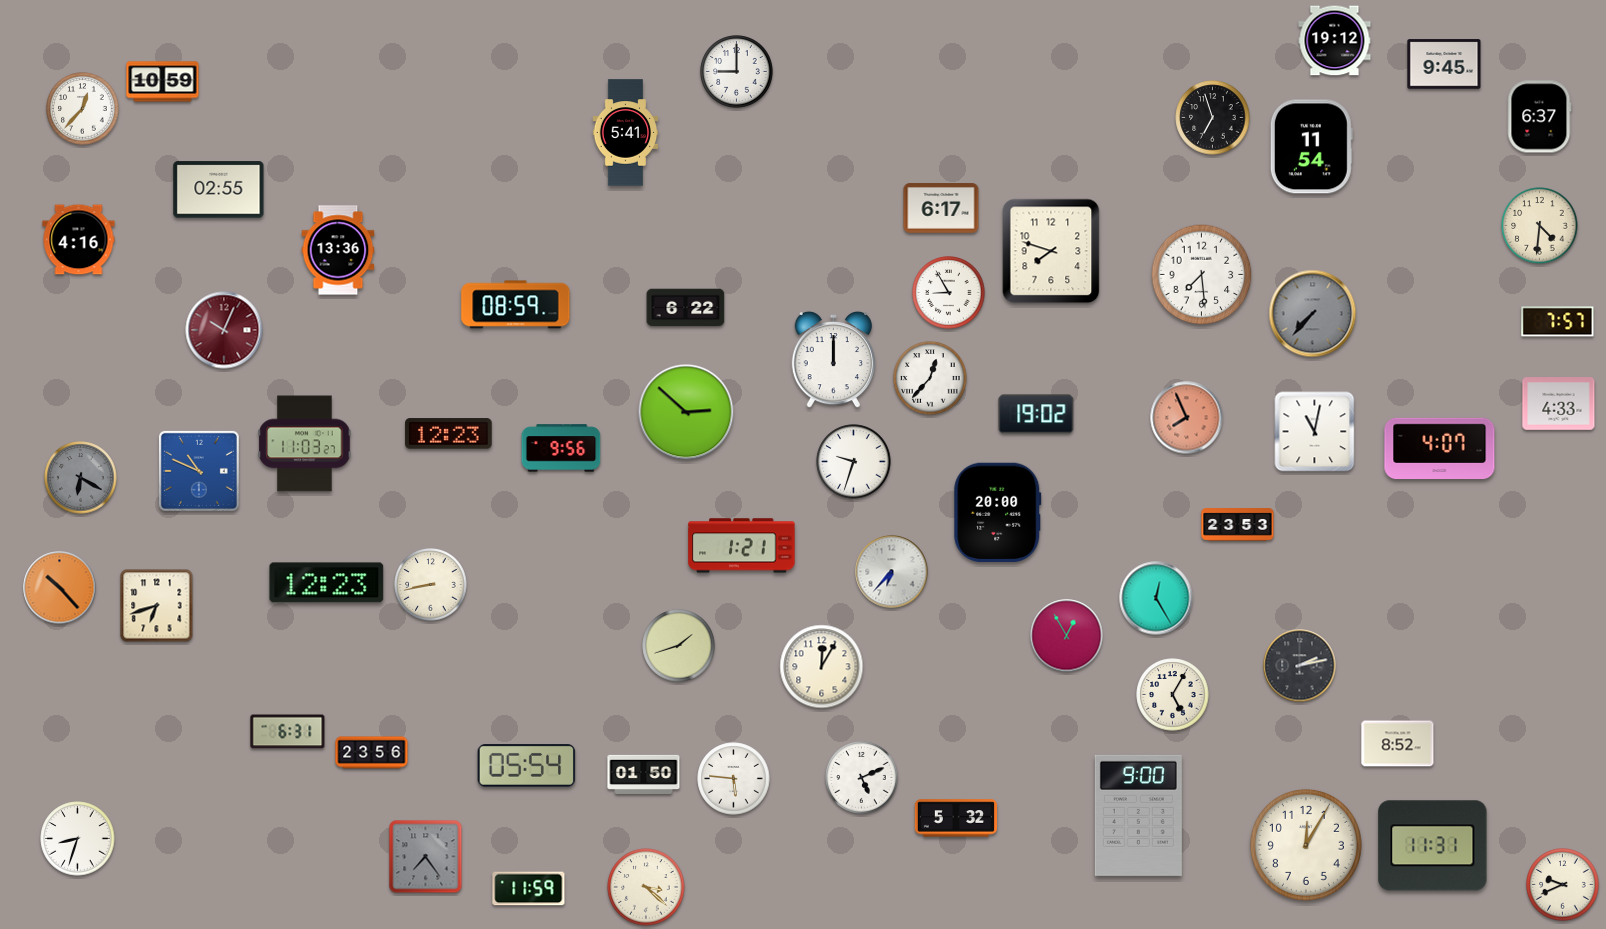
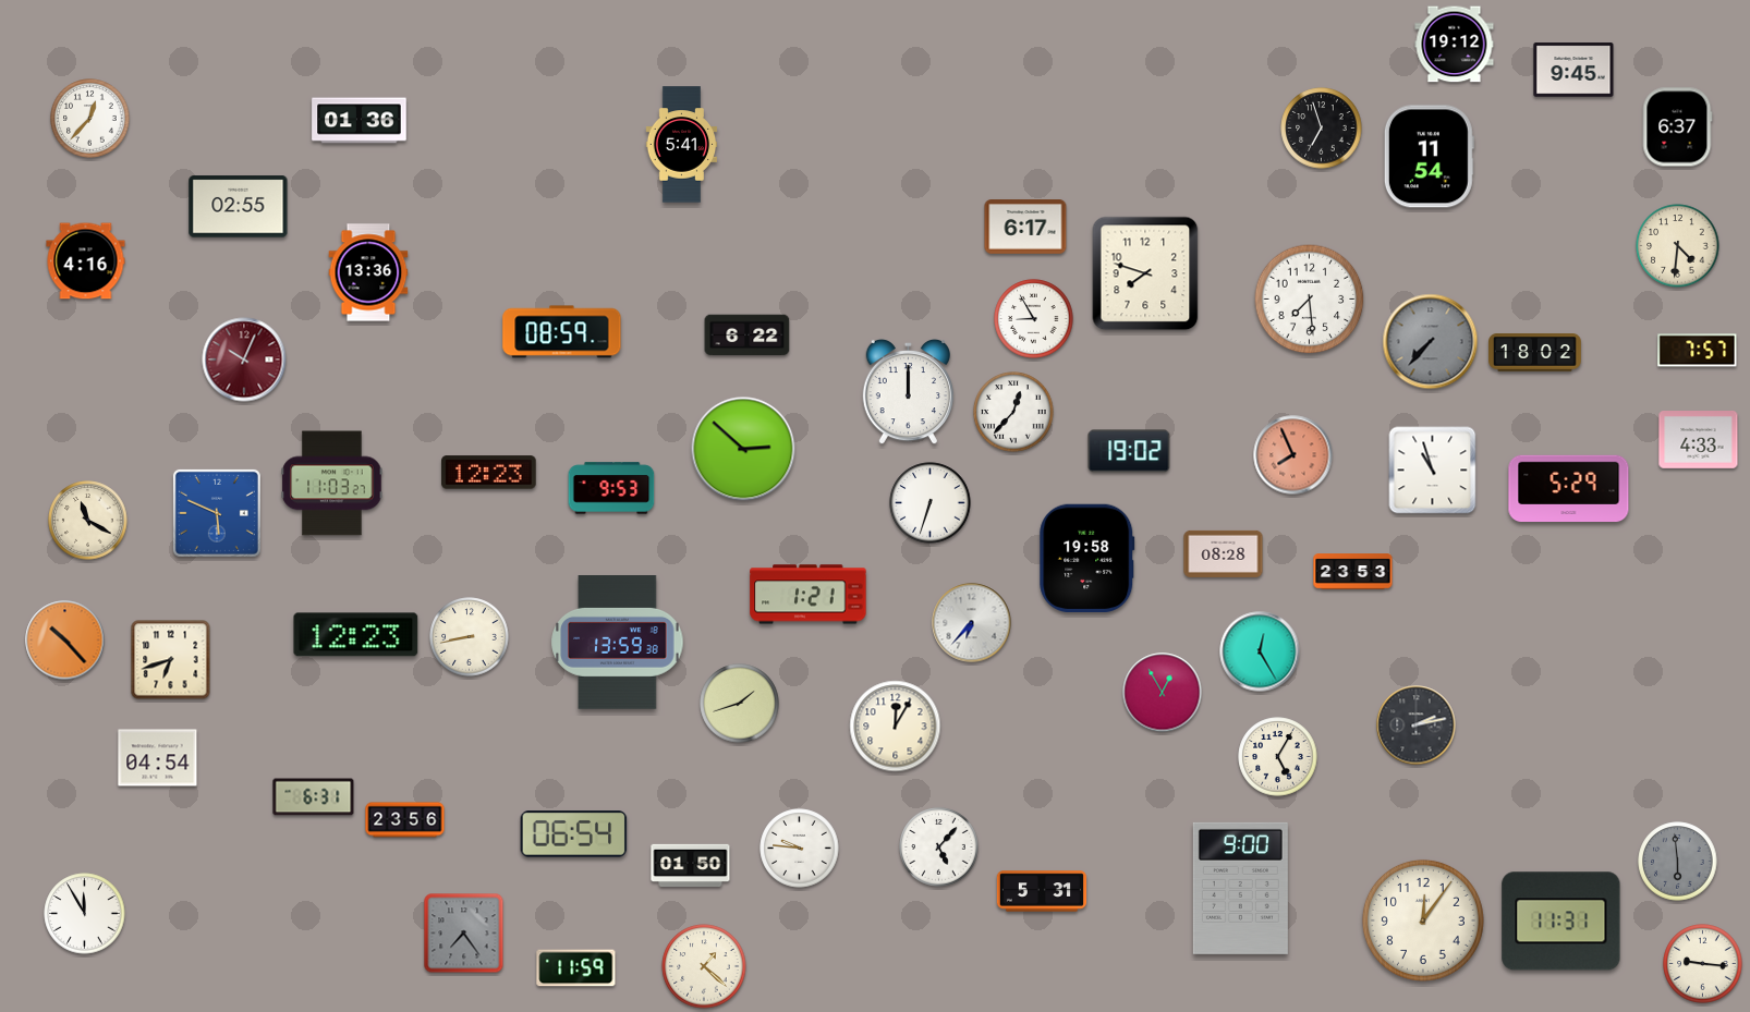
clock at (737, 72): 9:00 -> none
clock at (163, 82): 10:59 -> none
clock at (360, 121): none -> 01:36
clock at (1311, 147) position: (1311, 147) -> (1429, 157)
clock at (1535, 353): none -> 18:02
clock at (686, 412) position: (686, 412) -> (743, 449)
clock at (1315, 432): 11:02 -> 10:57
clock at (561, 448): 9:56 -> 9:53
clock at (1440, 449): 4:07 -> 5:29
clock at (854, 462): 9:33 -> 6:33
clock at (199, 471): 10:49 -> 5:49
clock at (81, 478): 6:20 -> 11:20
clock at (81, 478) dial: grey -> cream
clock at (1224, 553): none -> 08:28
clock at (998, 513): 20:00 -> 19:58
clock at (1238, 525) position: (1238, 525) -> (1353, 572)
clock at (618, 643): none -> 13:59
clock at (158, 758): none -> 04:54
clock at (1398, 744): 8:52 -> none
clock at (527, 766): 05:54 -> 06:54
clock at (644, 775) position: (644, 775) -> (691, 866)
clock at (862, 778): 5:11 -> 5:07
clock at (734, 779): 5:46 -> 9:46
clock at (1678, 862): none -> 5:59
clock at (955, 818): 5:32 -> 5:31
clock at (78, 839): 8:33 -> 11:55
clock at (1306, 845): 12:05 -> 12:06
clock at (1563, 885): 9:41 -> 9:16
clock at (646, 887): 3:22 -> 1:22
